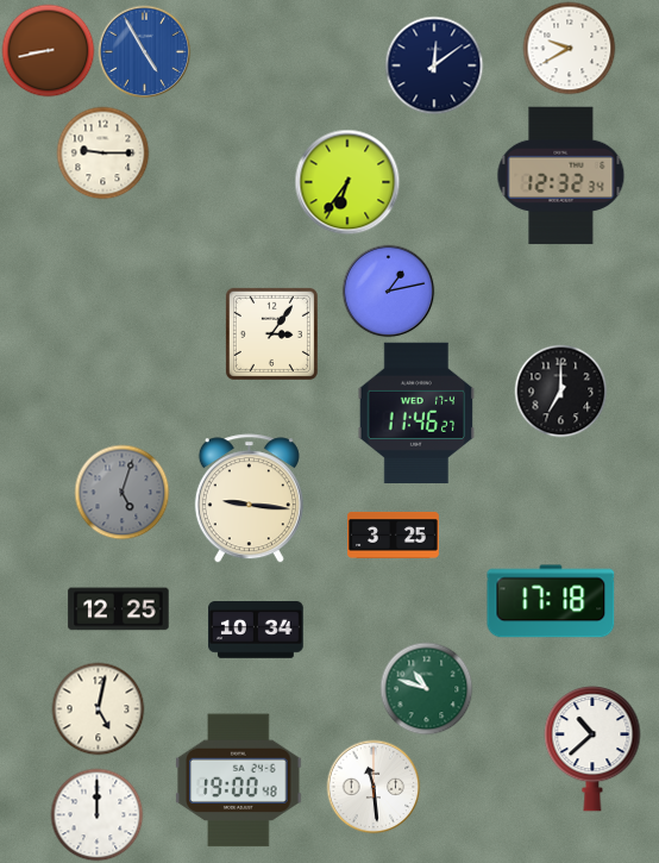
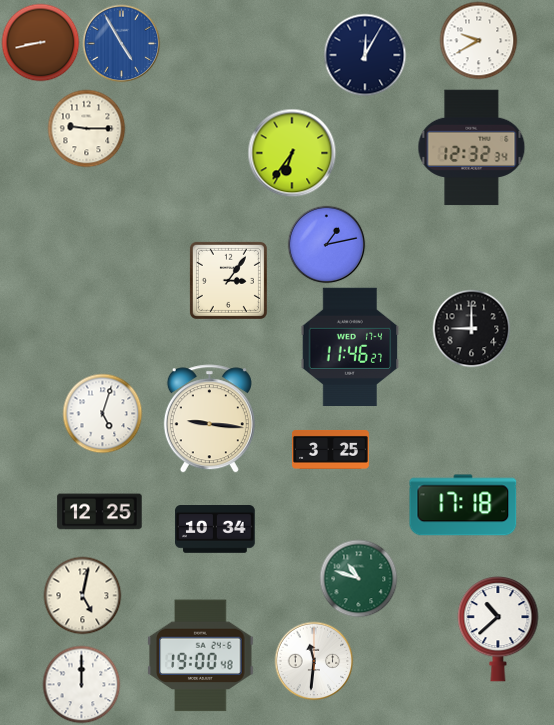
clock at (434, 65): 12:09 -> 12:05
clock at (560, 390): 7:00 -> 9:00
clock at (121, 492) dial: grey -> white
clock at (374, 787): 11:29 -> 11:31
